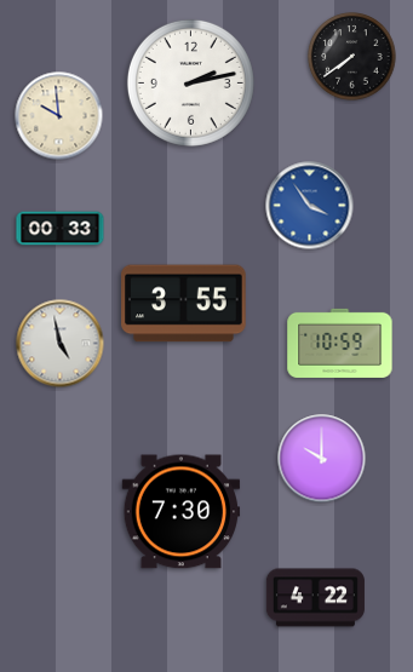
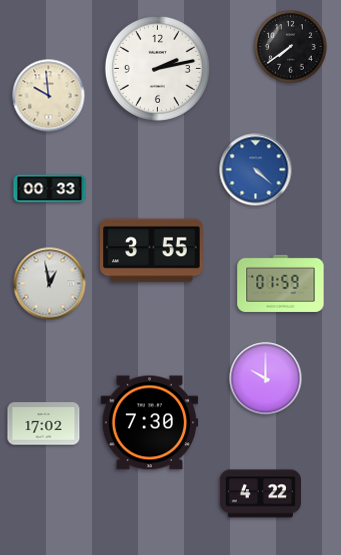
clock at (310, 206): 3:54 -> 4:22
clock at (340, 343): 10:59 -> 01:59
clock at (61, 344): 4:58 -> 12:58
clock at (44, 424): none -> 17:02
